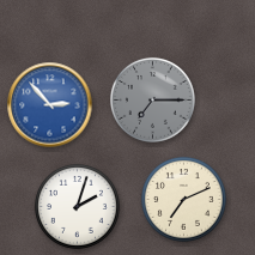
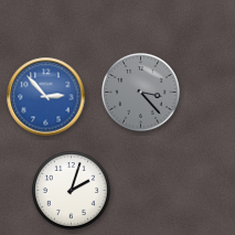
clock at (152, 99): 7:15 -> 3:23
clock at (183, 199): 7:11 -> none
